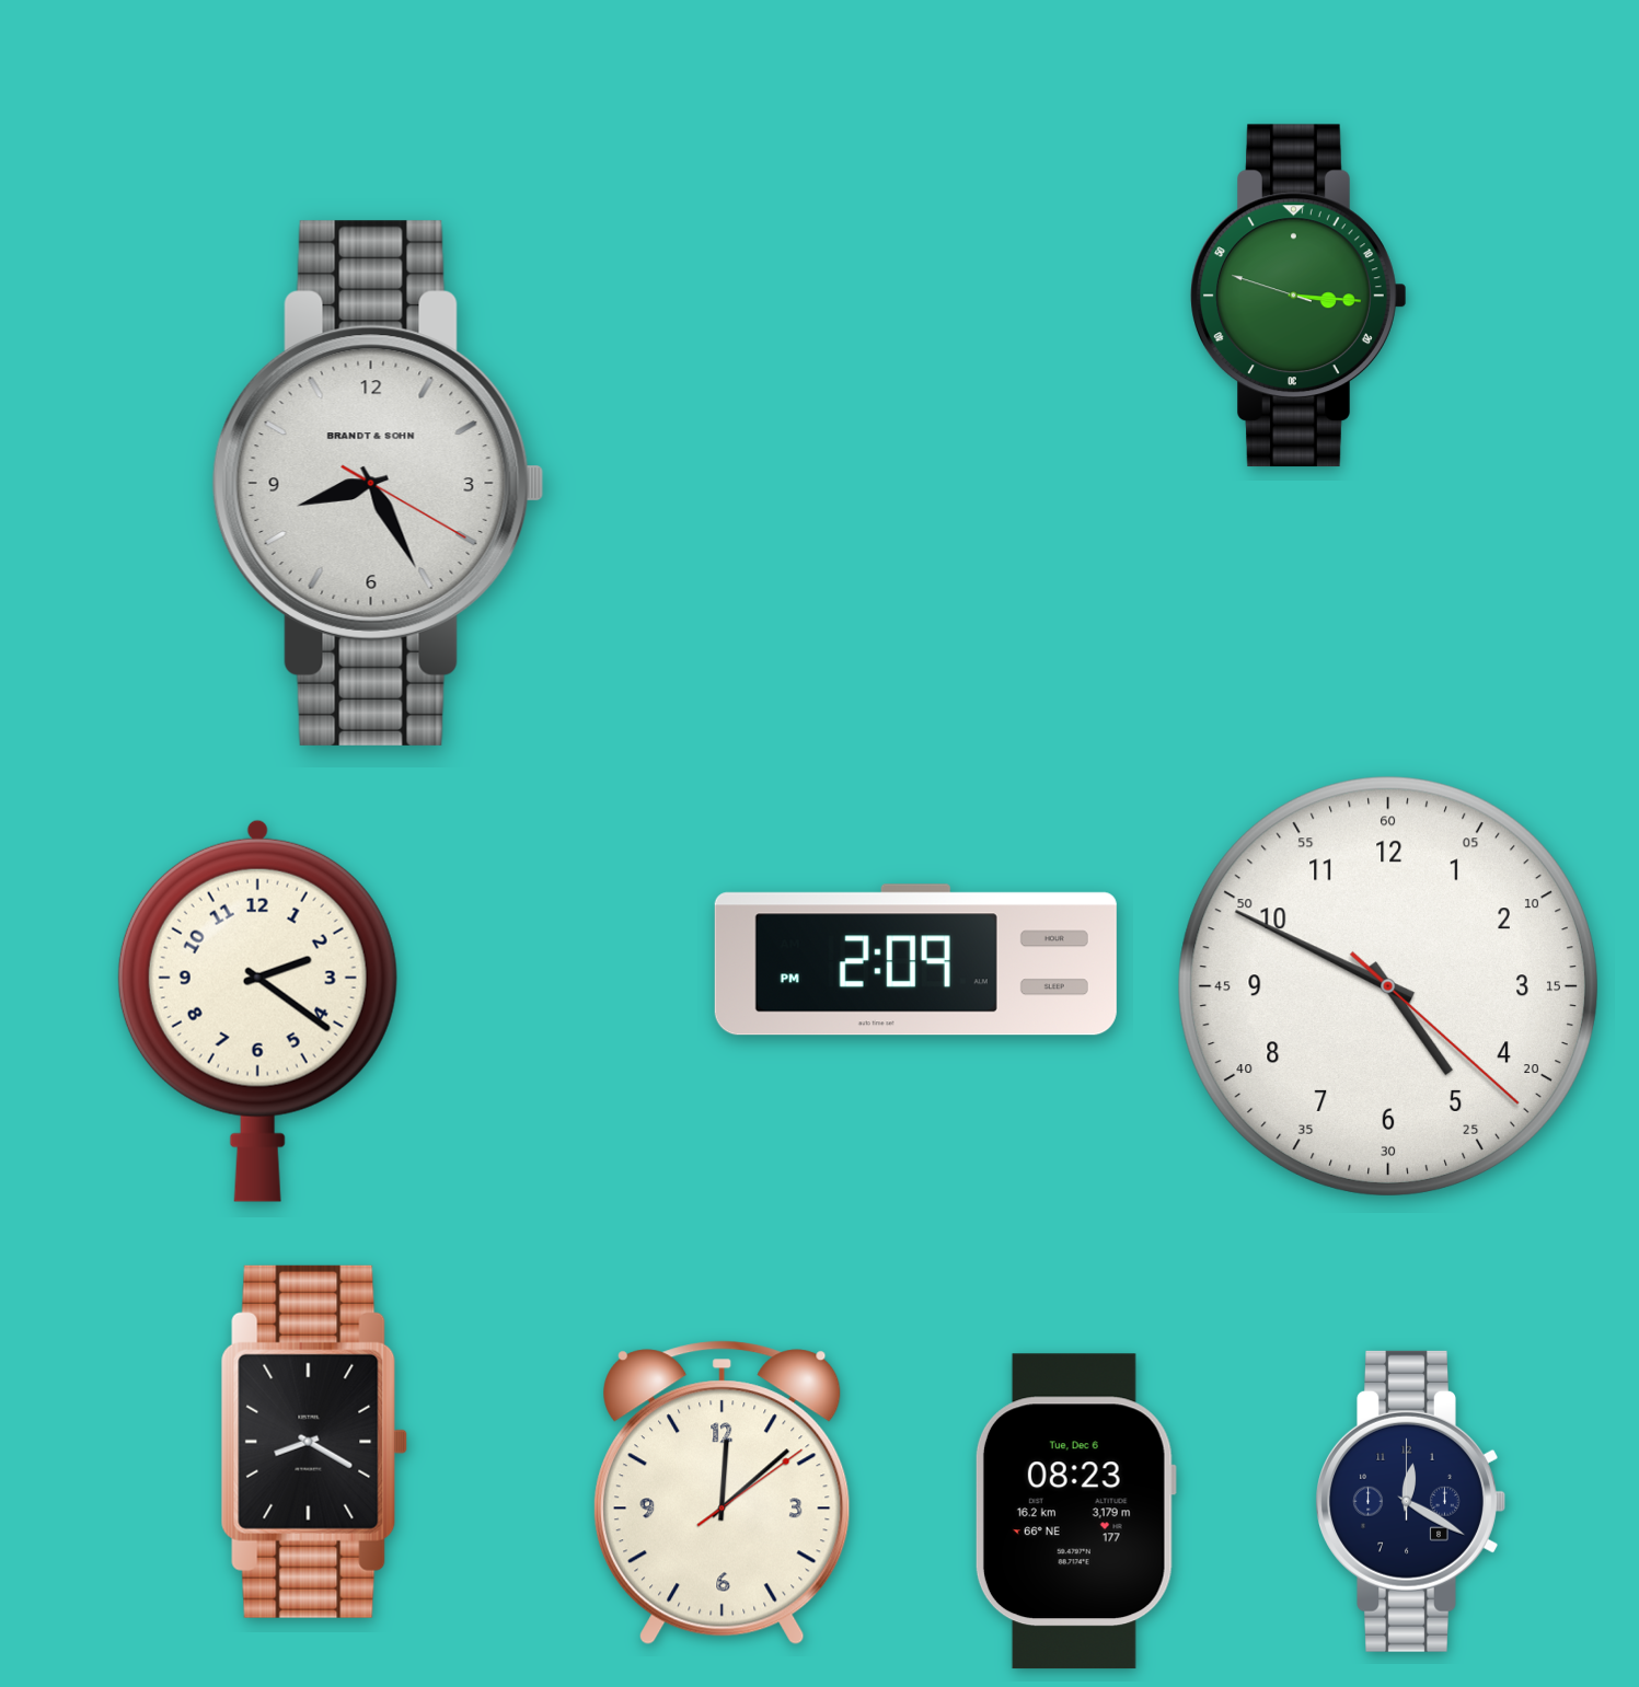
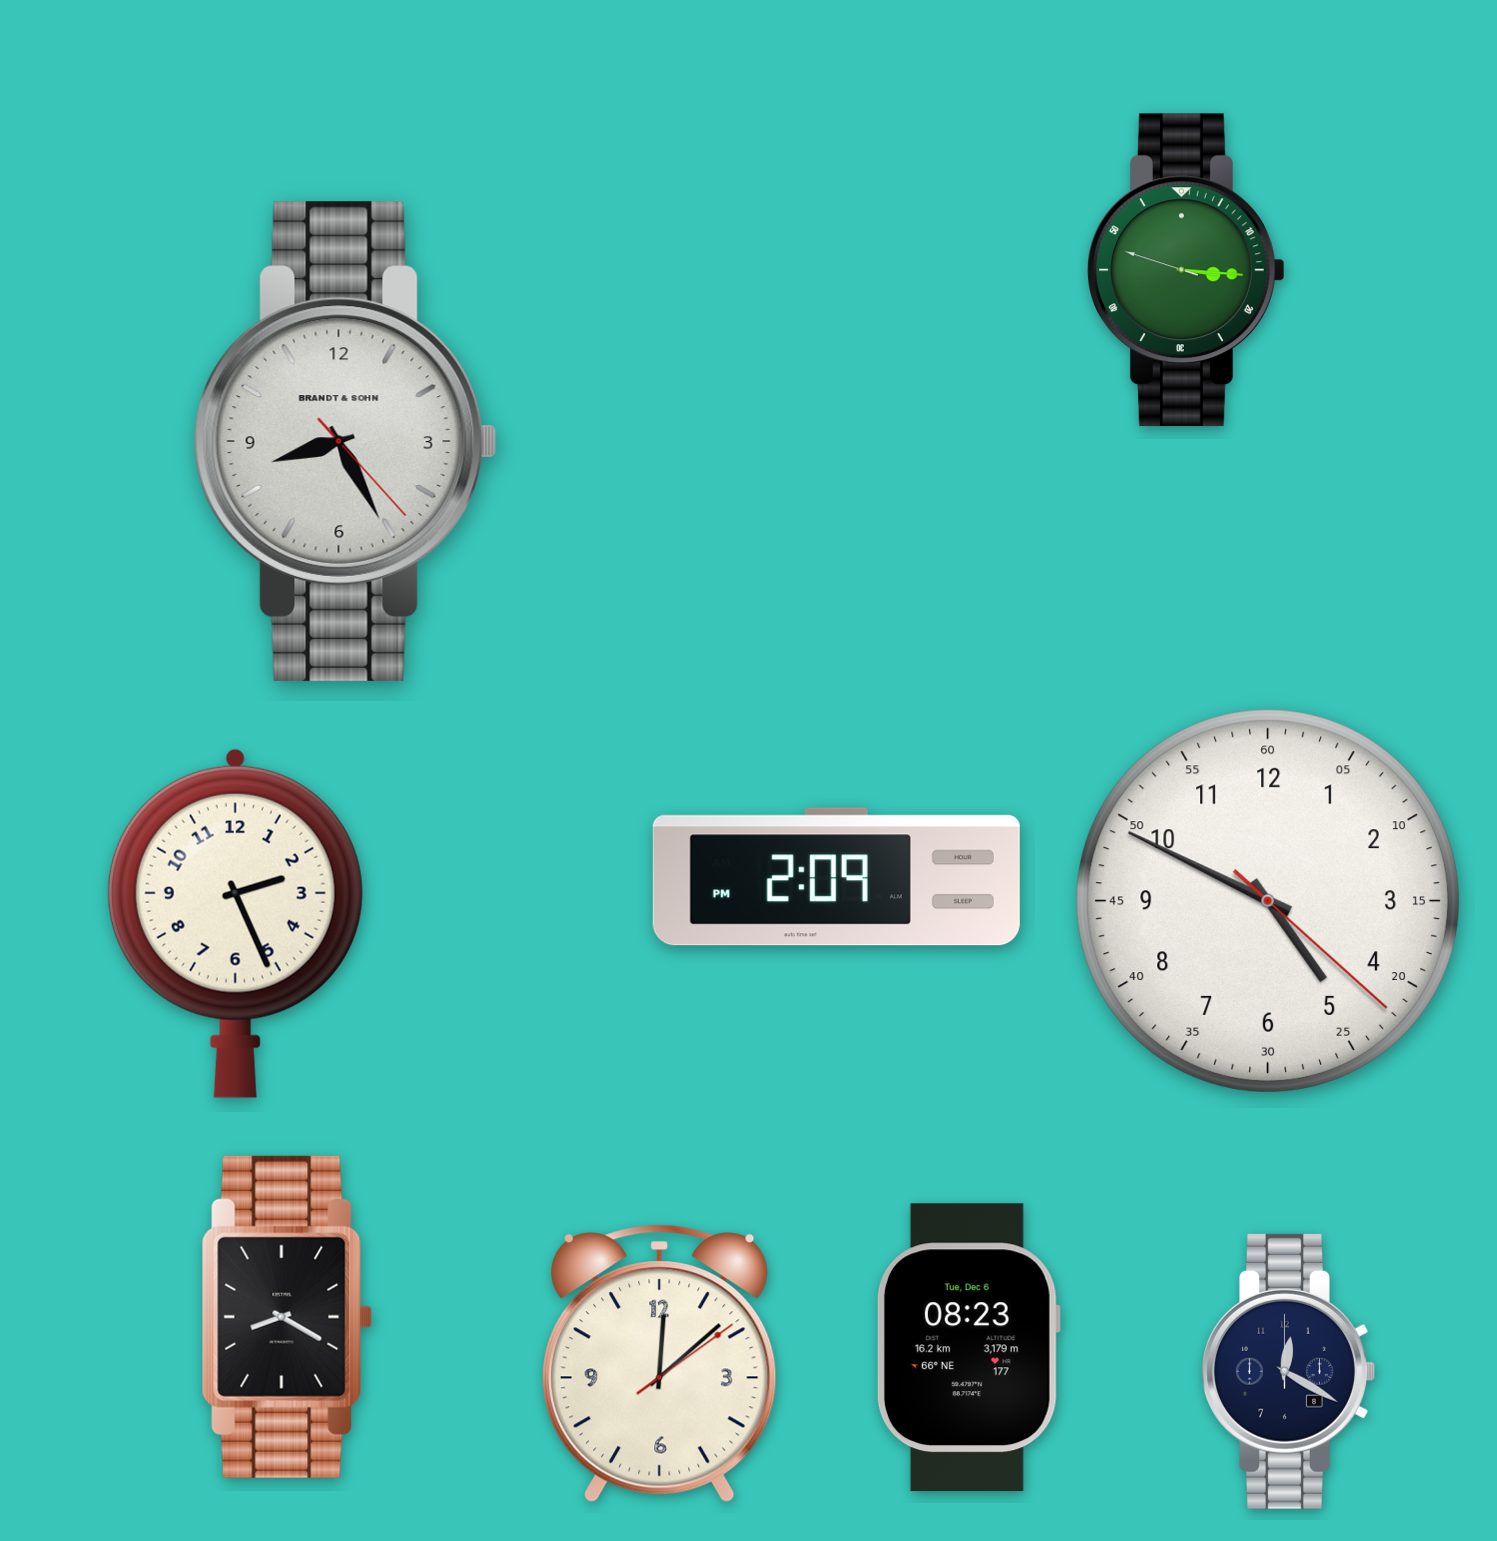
clock at (378, 483): 8:25:20 -> 8:25:23
clock at (257, 1010): 2:21 -> 2:26
clock at (1075, 1512) position: (1075, 1512) -> (968, 1348)
